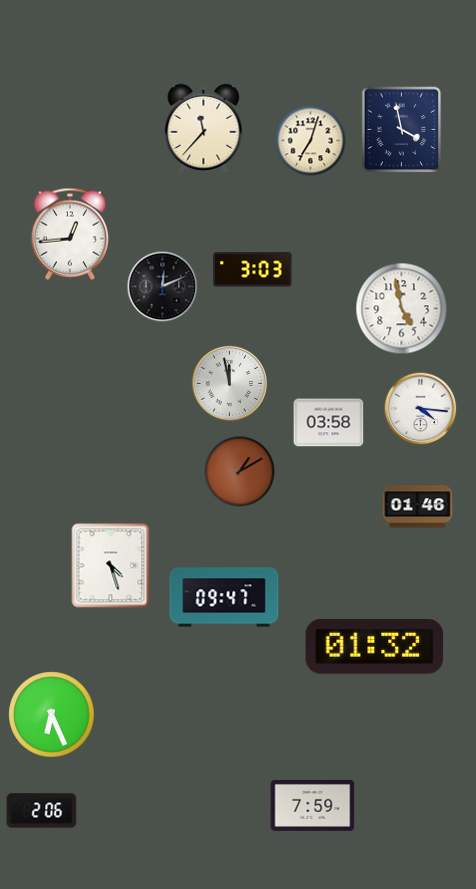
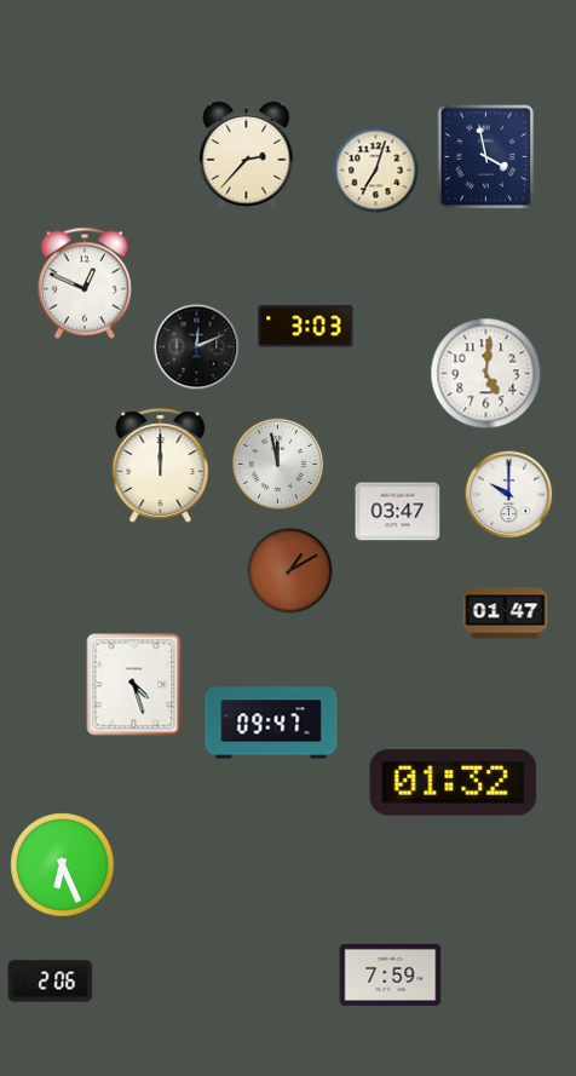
clock at (204, 128): 11:37 -> 2:37
clock at (70, 234): 12:44 -> 12:49
clock at (402, 309): 4:58 -> 5:01
clock at (161, 466): none -> 12:00
clock at (421, 409): 4:16 -> 10:00
clock at (329, 423): 03:58 -> 03:47
clock at (418, 507): 01:46 -> 01:47
clock at (313, 805) position: (313, 805) -> (391, 974)
